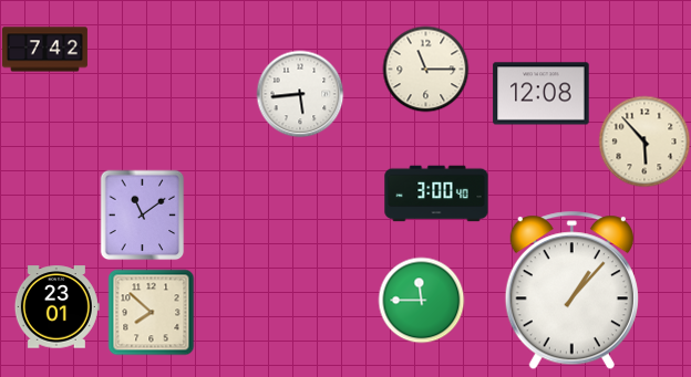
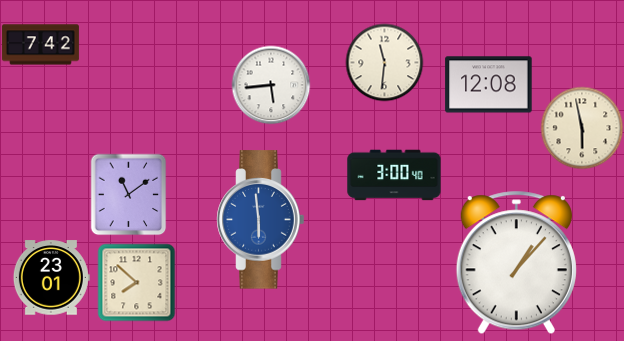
clock at (425, 69): 11:15 -> 11:31
clock at (644, 142): 5:53 -> 5:58
clock at (261, 220): none -> 5:59
clock at (421, 300): 11:45 -> none
